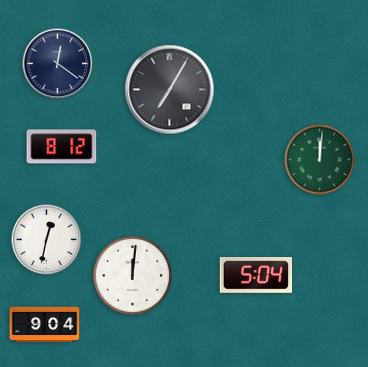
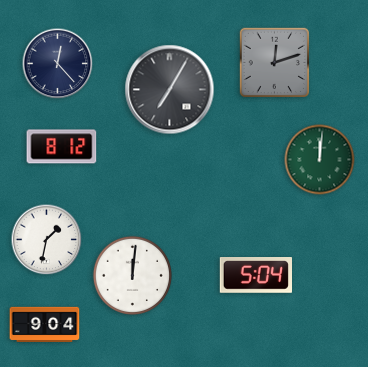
clock at (275, 63): none -> 12:12
clock at (58, 64): 12:21 -> 12:23
clock at (47, 240): 12:32 -> 1:32
